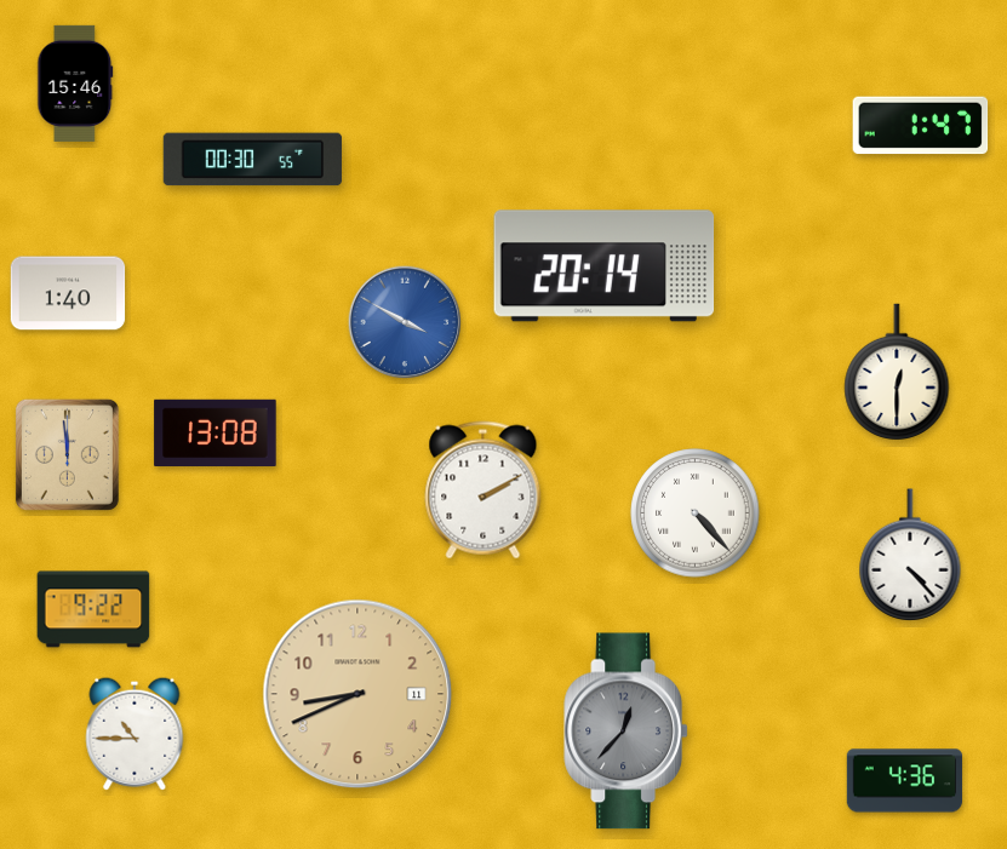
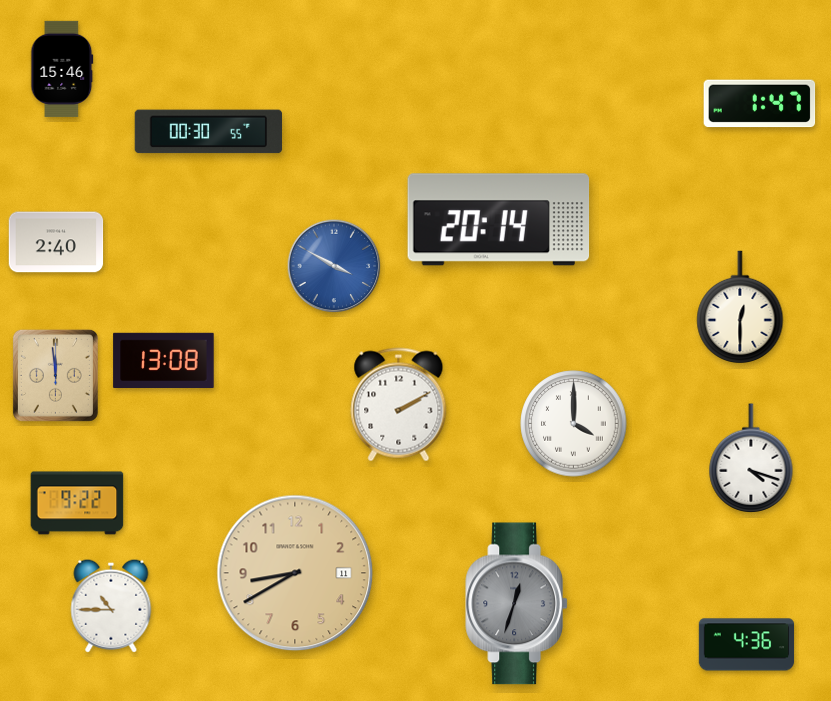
clock at (68, 293): 1:40 -> 2:40
clock at (216, 432) position: (216, 432) -> (164, 360)
clock at (696, 514): 4:23 -> 4:00
clock at (910, 555): 4:23 -> 4:18
clock at (357, 694): 8:41 -> 8:40
clock at (626, 732): 12:37 -> 12:33
